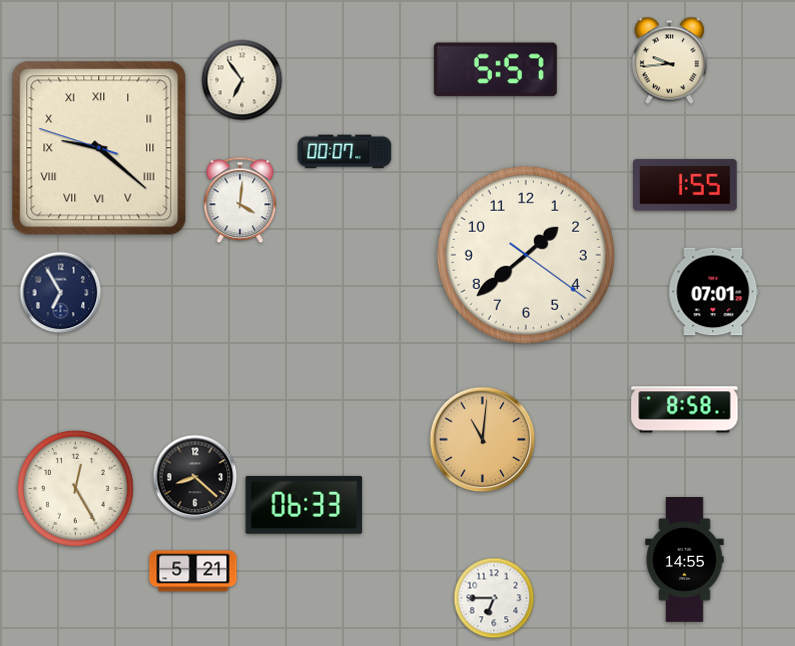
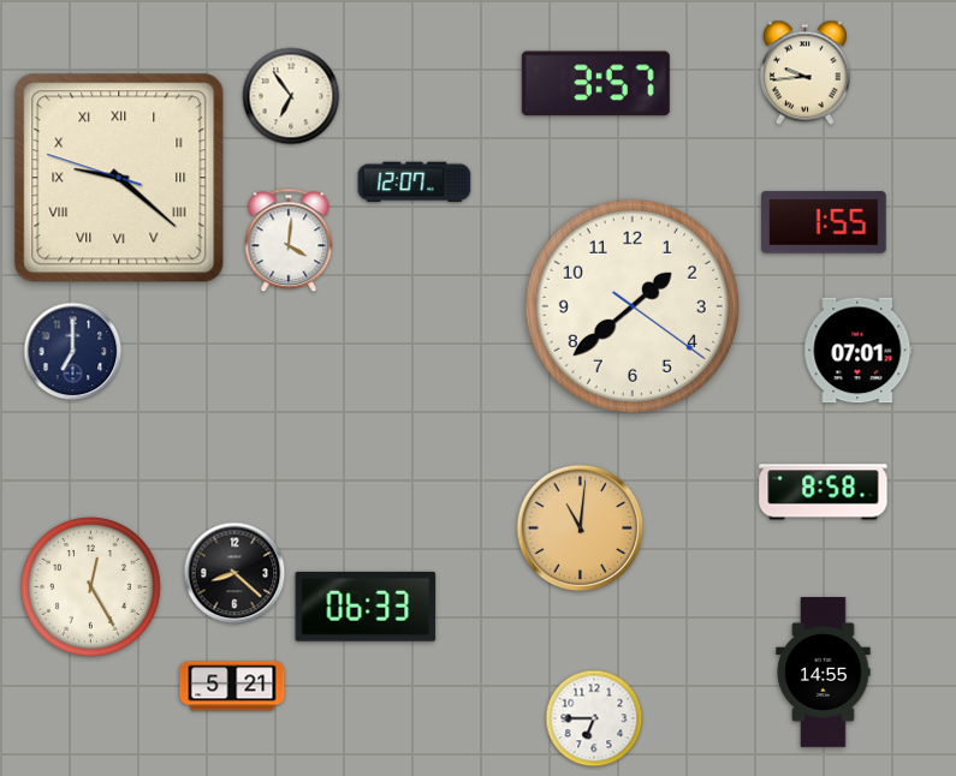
clock at (495, 70): 5:57 -> 3:57
clock at (345, 152): 00:07 -> 12:07
clock at (61, 293): 6:55 -> 7:00
